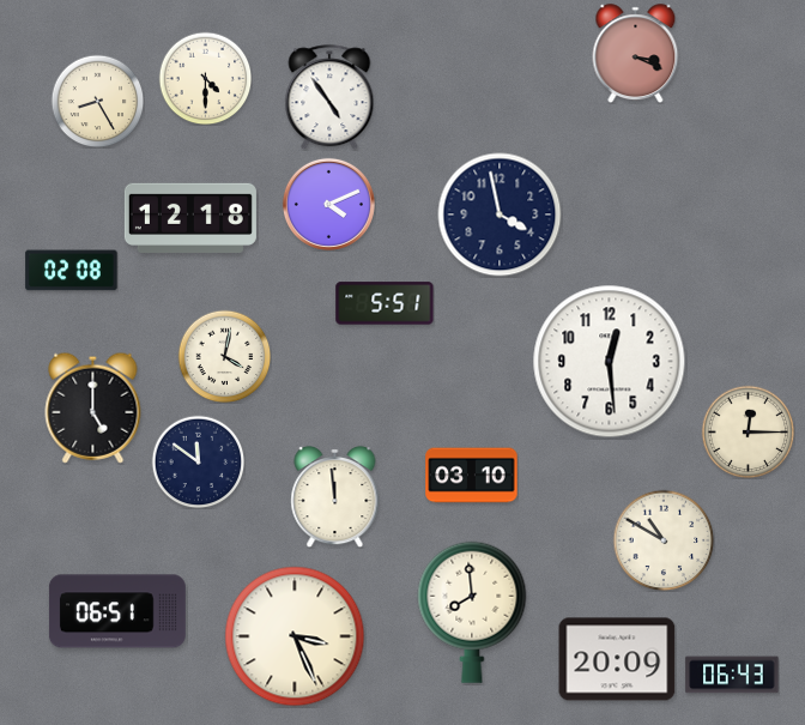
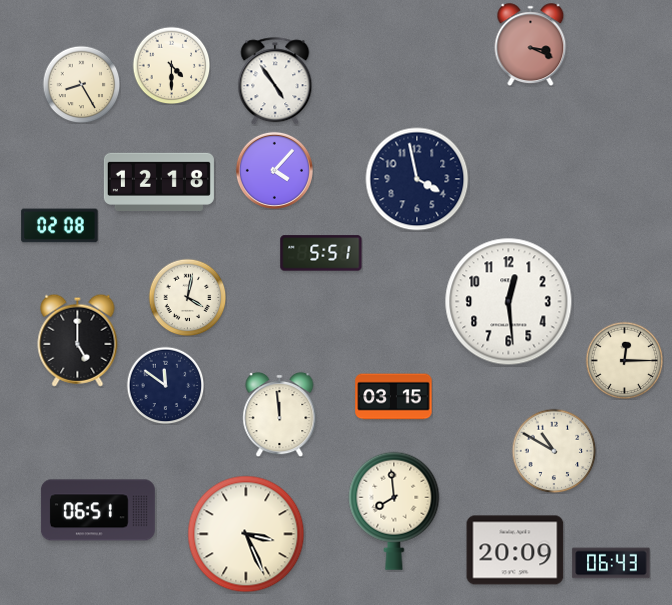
clock at (328, 204): 4:11 -> 4:07
clock at (472, 476): 03:10 -> 03:15
clock at (295, 636) position: (295, 636) -> (246, 534)
